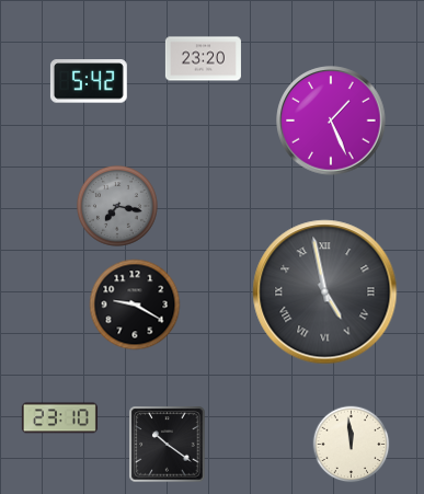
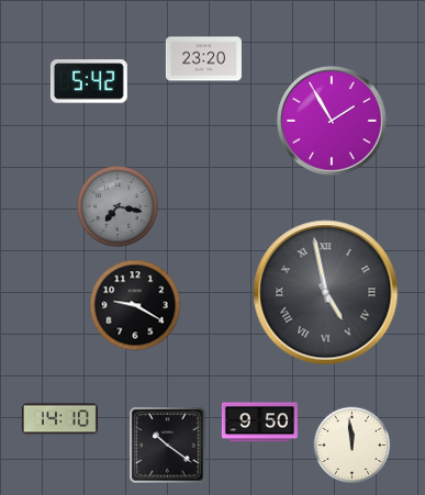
clock at (331, 120): 1:26 -> 1:55
clock at (59, 418): 23:10 -> 14:10
clock at (259, 423): none -> 9:50
